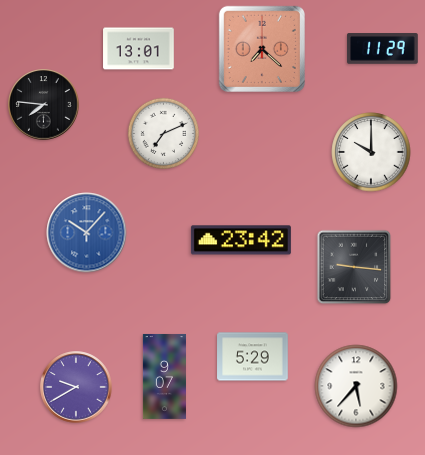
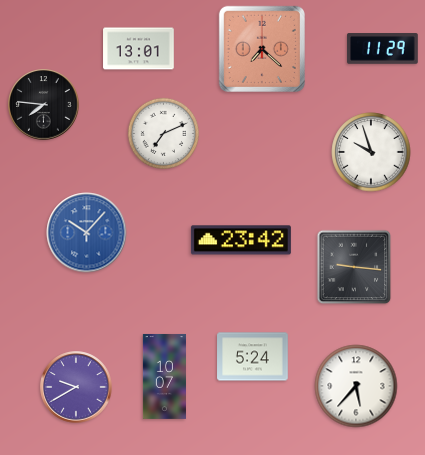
clock at (371, 152): 10:00 -> 9:57
clock at (253, 357): 5:29 -> 5:24
clock at (164, 376): 9:07 -> 10:07
